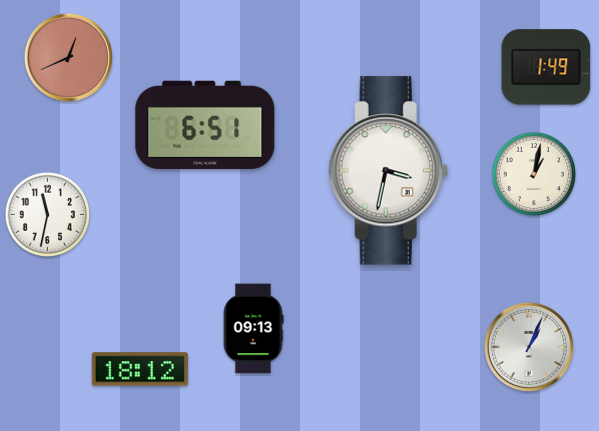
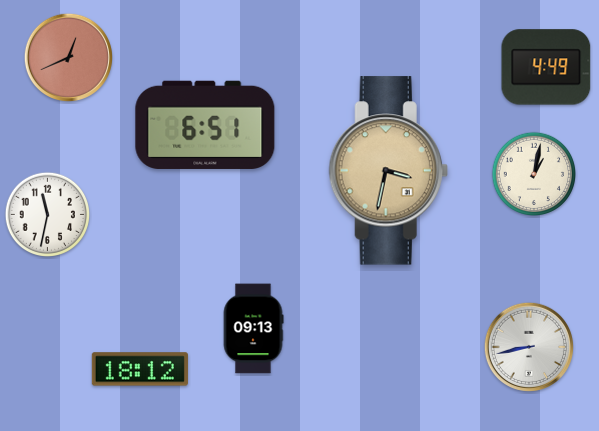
clock at (546, 67): 1:49 -> 4:49
clock at (388, 171) dial: white -> champagne
clock at (529, 347): 1:04 -> 8:43
